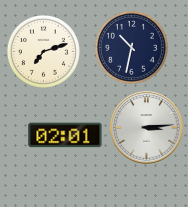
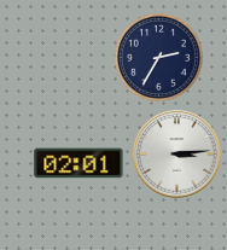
clock at (131, 47): 10:32 -> 2:35
clock at (43, 51): 7:12 -> none
